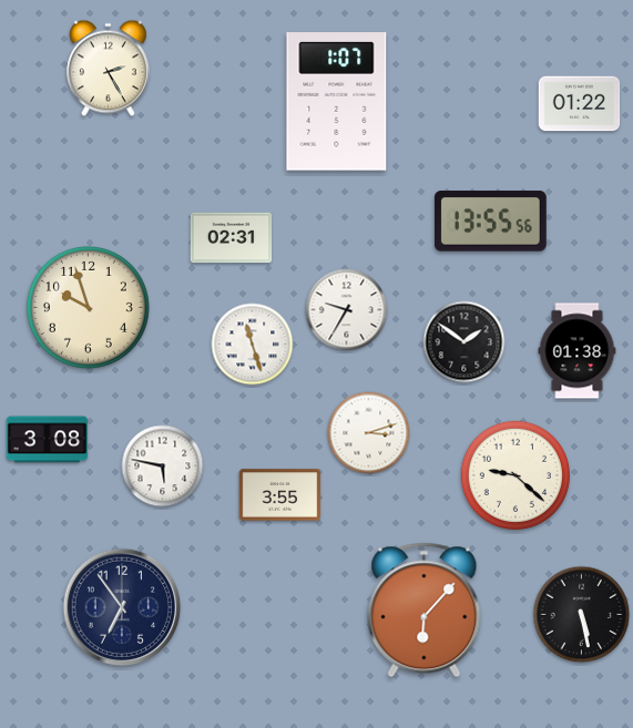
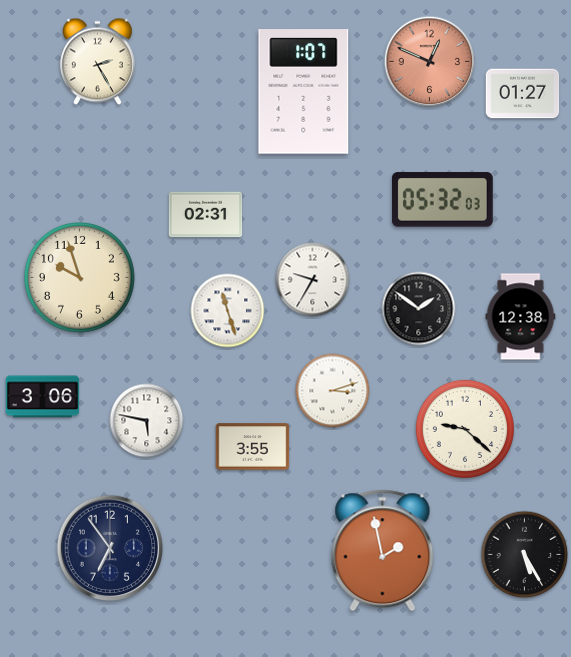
clock at (430, 62): none -> 12:49
clock at (580, 104): 01:22 -> 01:27
clock at (490, 222): 13:55 -> 05:32
clock at (232, 238) position: (232, 238) -> (206, 215)
clock at (578, 351): 01:38 -> 12:38
clock at (48, 440): 3:08 -> 3:06
clock at (425, 611): 6:07 -> 1:58
clock at (582, 615): 5:28 -> 5:25
